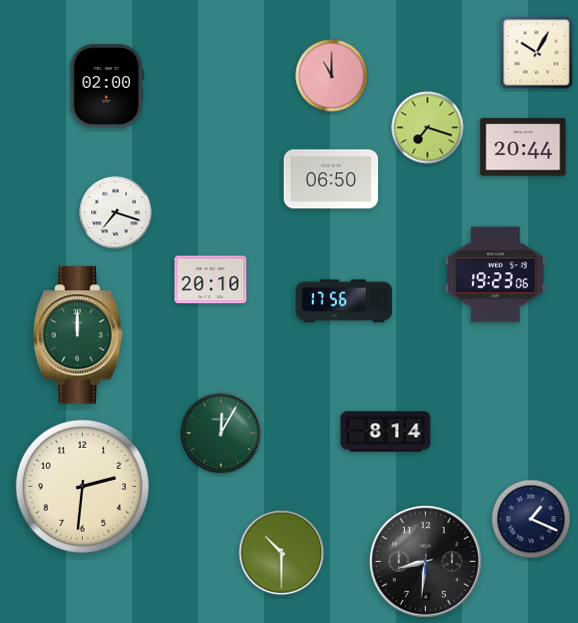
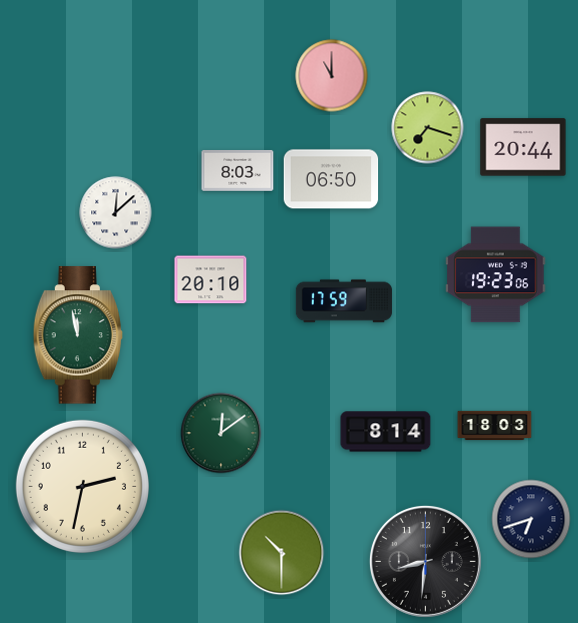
clock at (537, 53): 10:05 -> none
clock at (107, 86): 02:00 -> none
clock at (238, 171): none -> 8:03
clock at (116, 213): 7:18 -> 12:08
clock at (344, 301): 17:56 -> 17:59
clock at (78, 335): 12:00 -> 11:58
clock at (495, 426): none -> 18:03
clock at (221, 433): 12:05 -> 12:09
clock at (82, 486): 2:31 -> 2:32
clock at (531, 519): 1:19 -> 6:42
